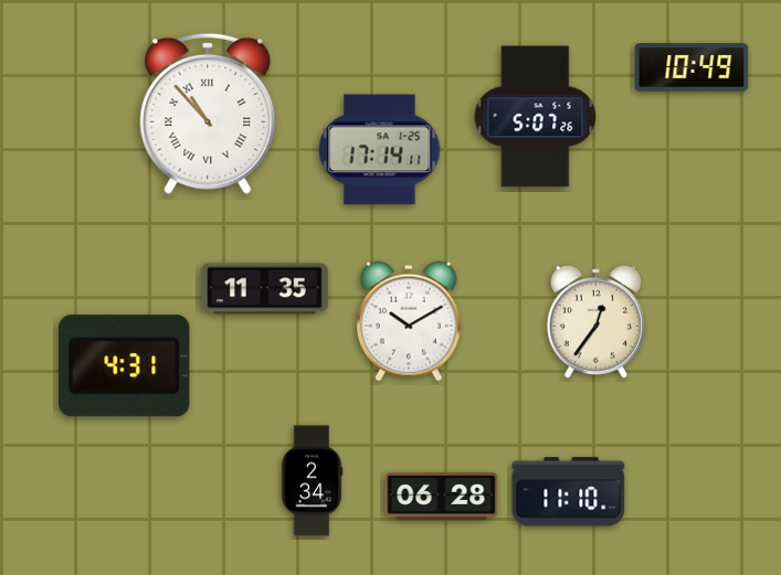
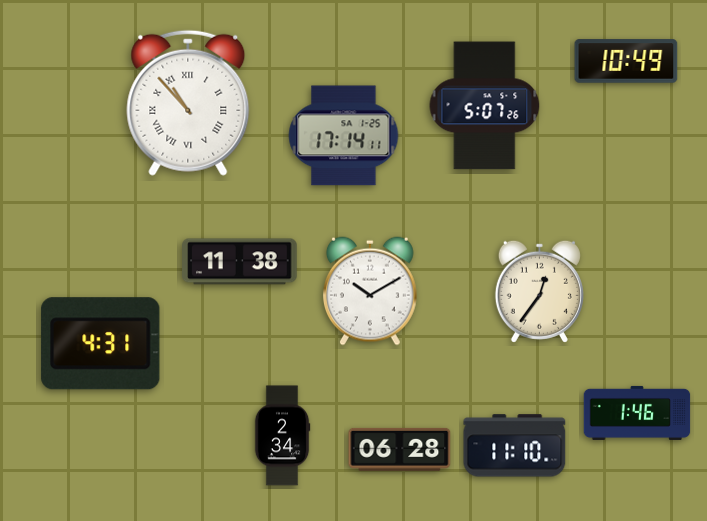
clock at (265, 289): 11:35 -> 11:38
clock at (125, 366) position: (125, 366) -> (101, 344)
clock at (637, 413): none -> 1:46
